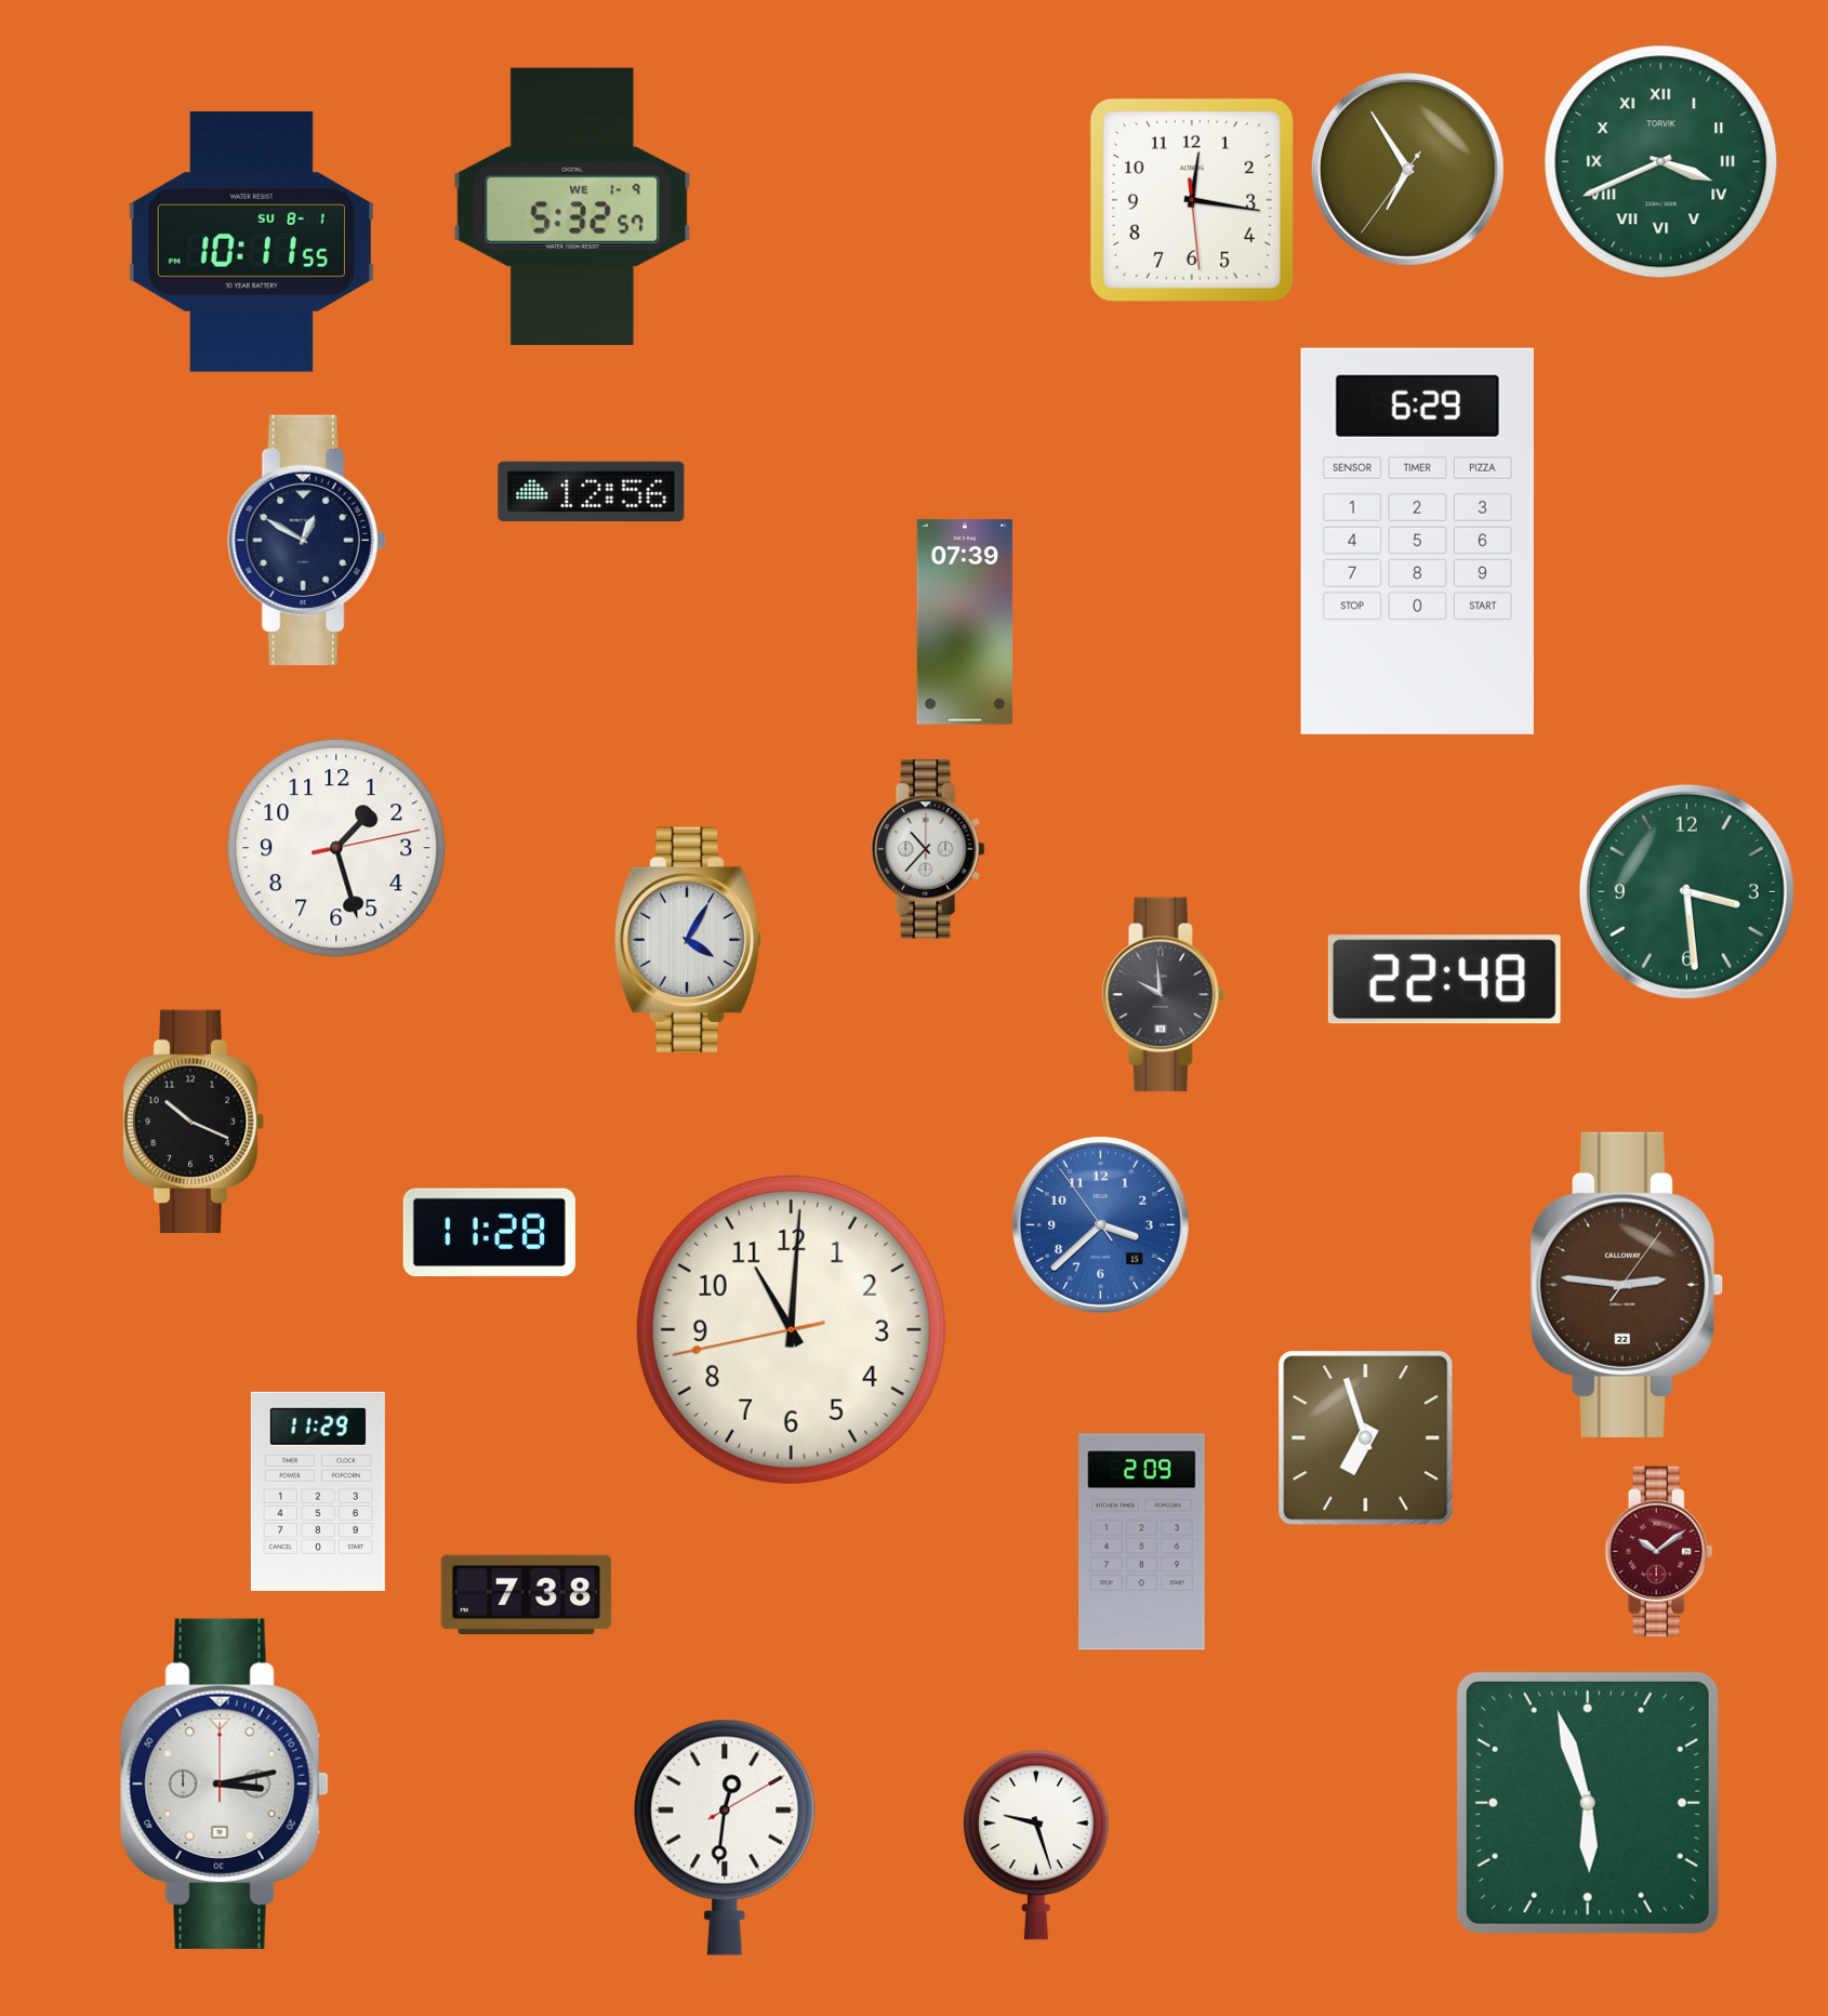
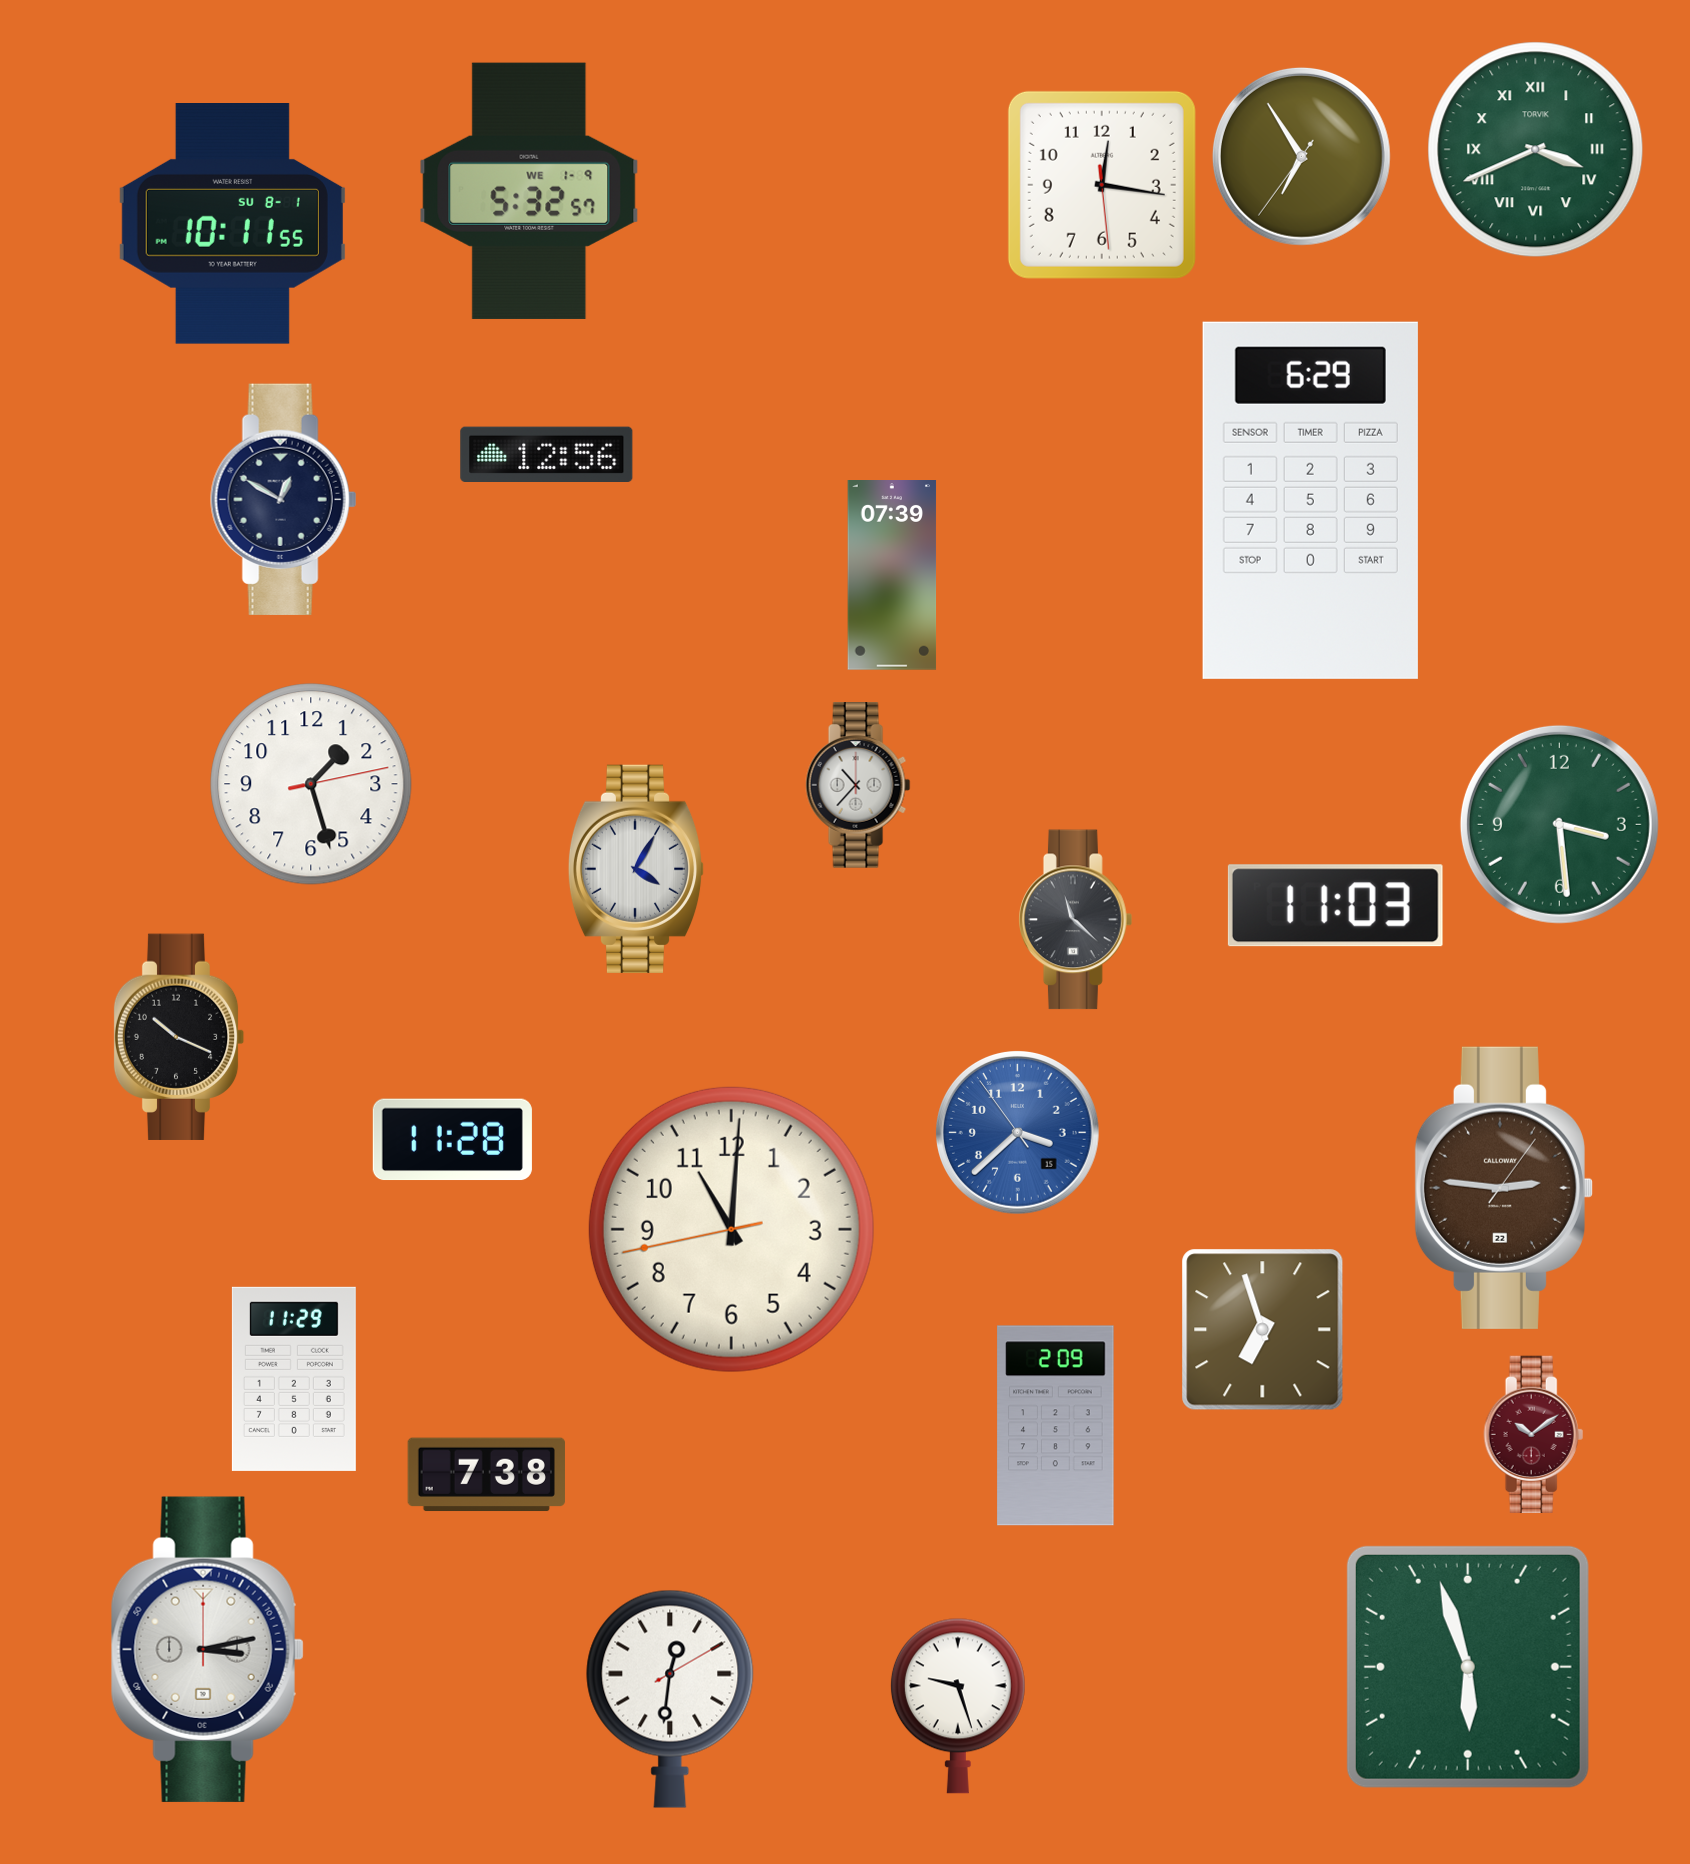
clock at (1444, 980): 22:48 -> 11:03
clock at (1164, 995): 9:59 -> 11:22
